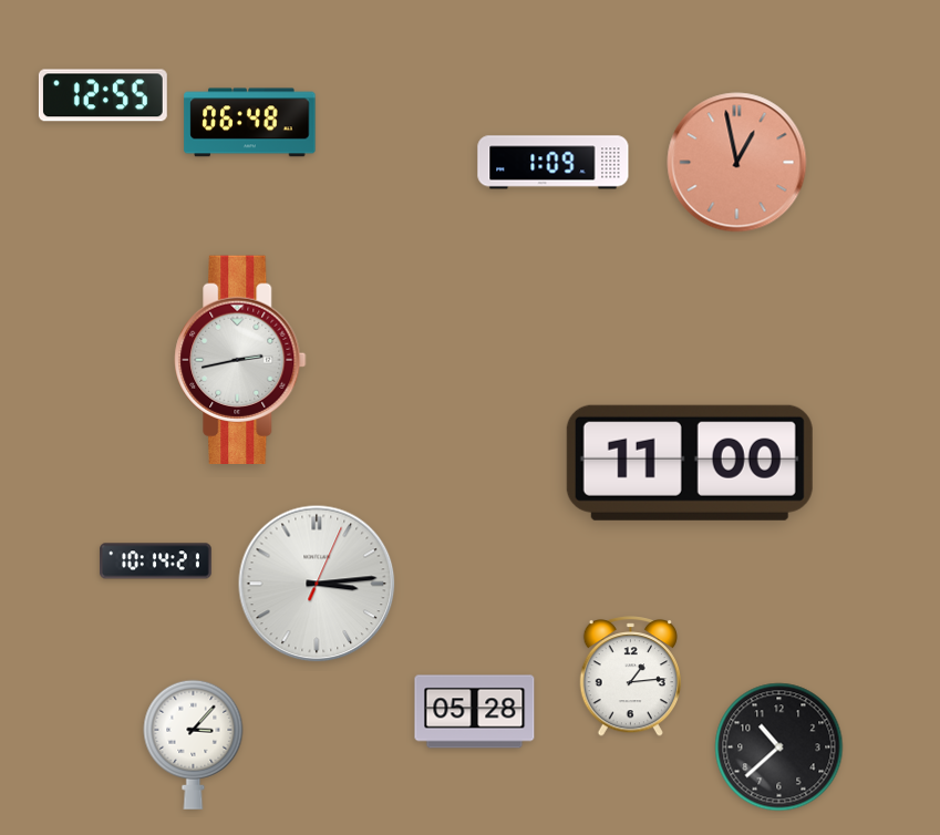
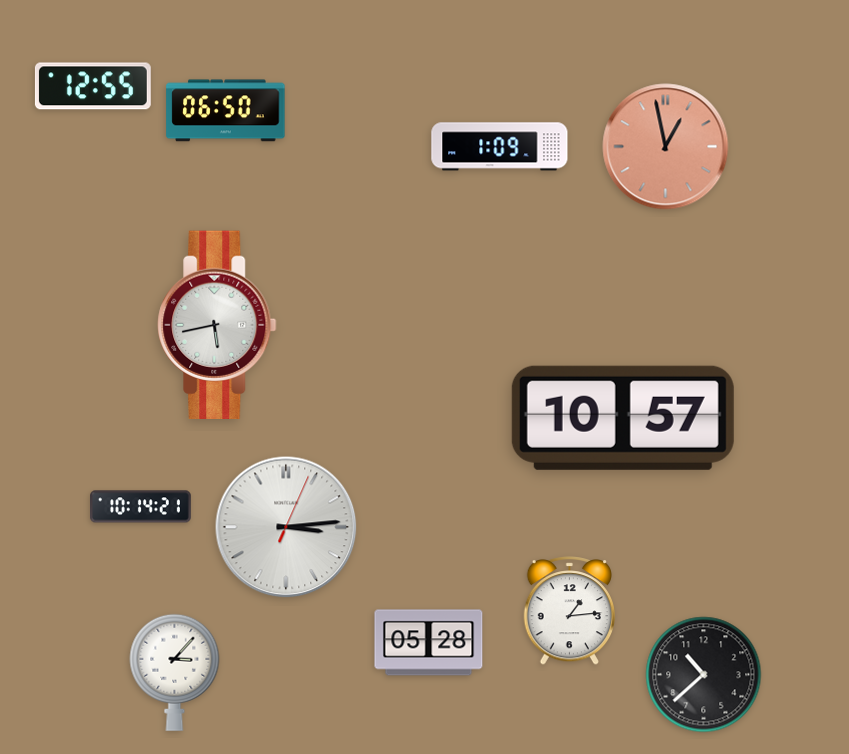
clock at (250, 123): 06:48 -> 06:50
clock at (240, 359): 2:43 -> 5:43
clock at (690, 463): 11:00 -> 10:57
